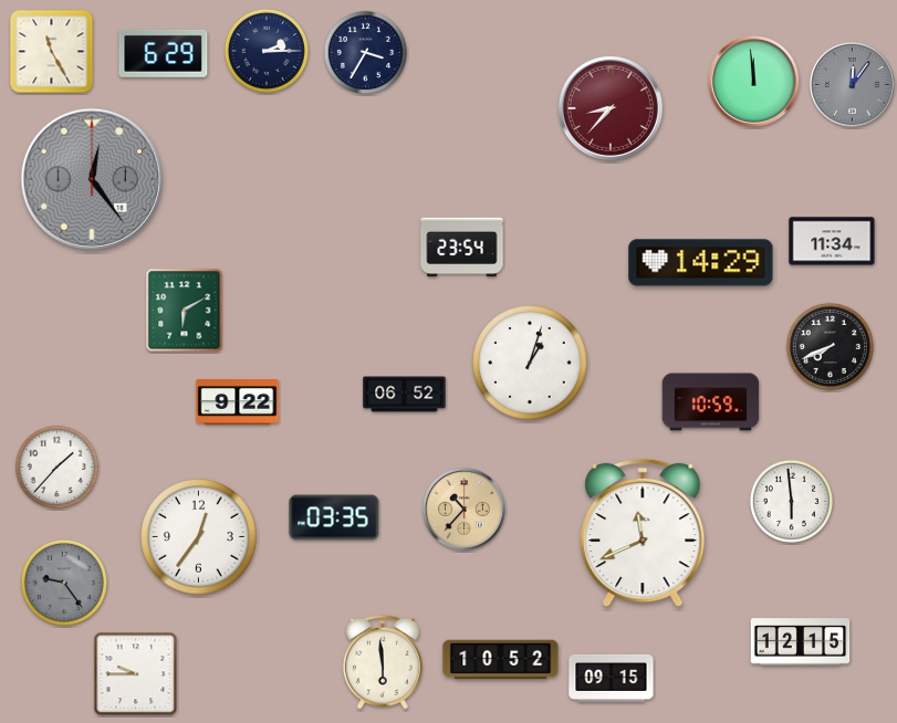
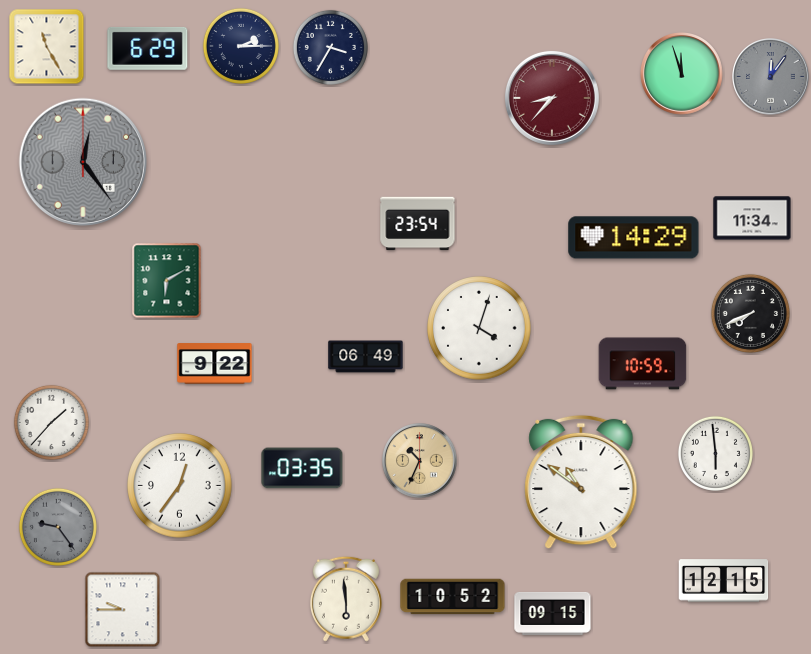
clock at (754, 82): 11:59 -> 11:57
clock at (530, 363): 1:03 -> 4:03
clock at (405, 395): 06:52 -> 06:49
clock at (465, 510): 10:37 -> 10:34
clock at (643, 533): 11:41 -> 10:51
